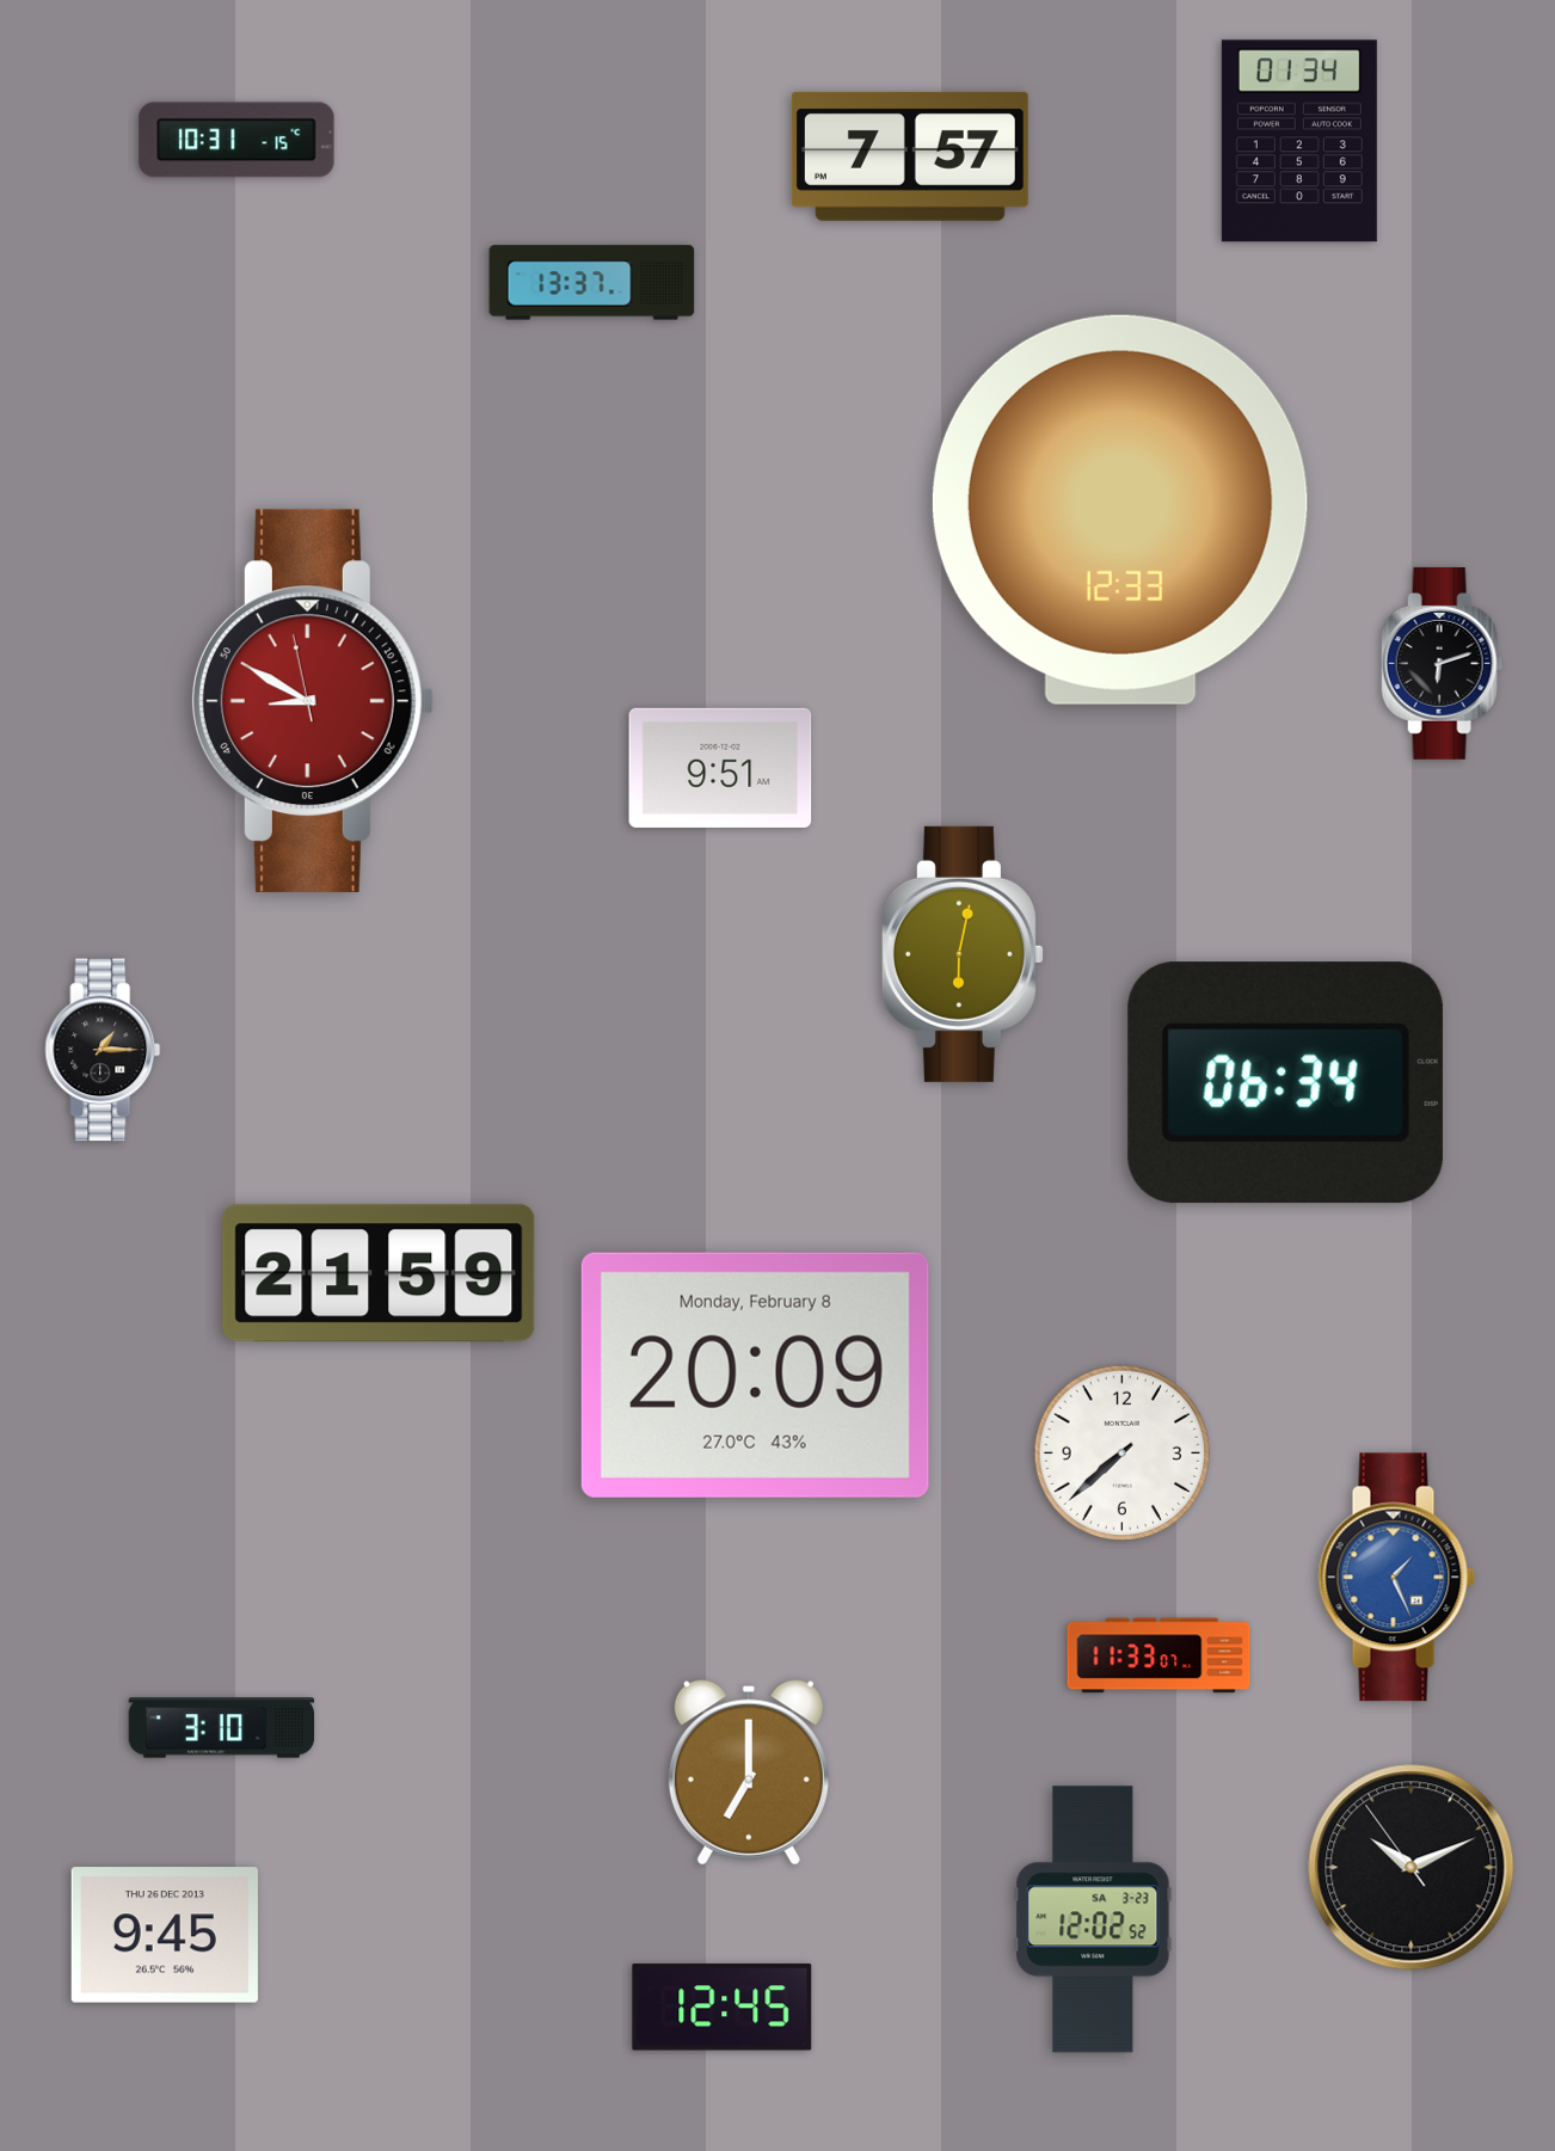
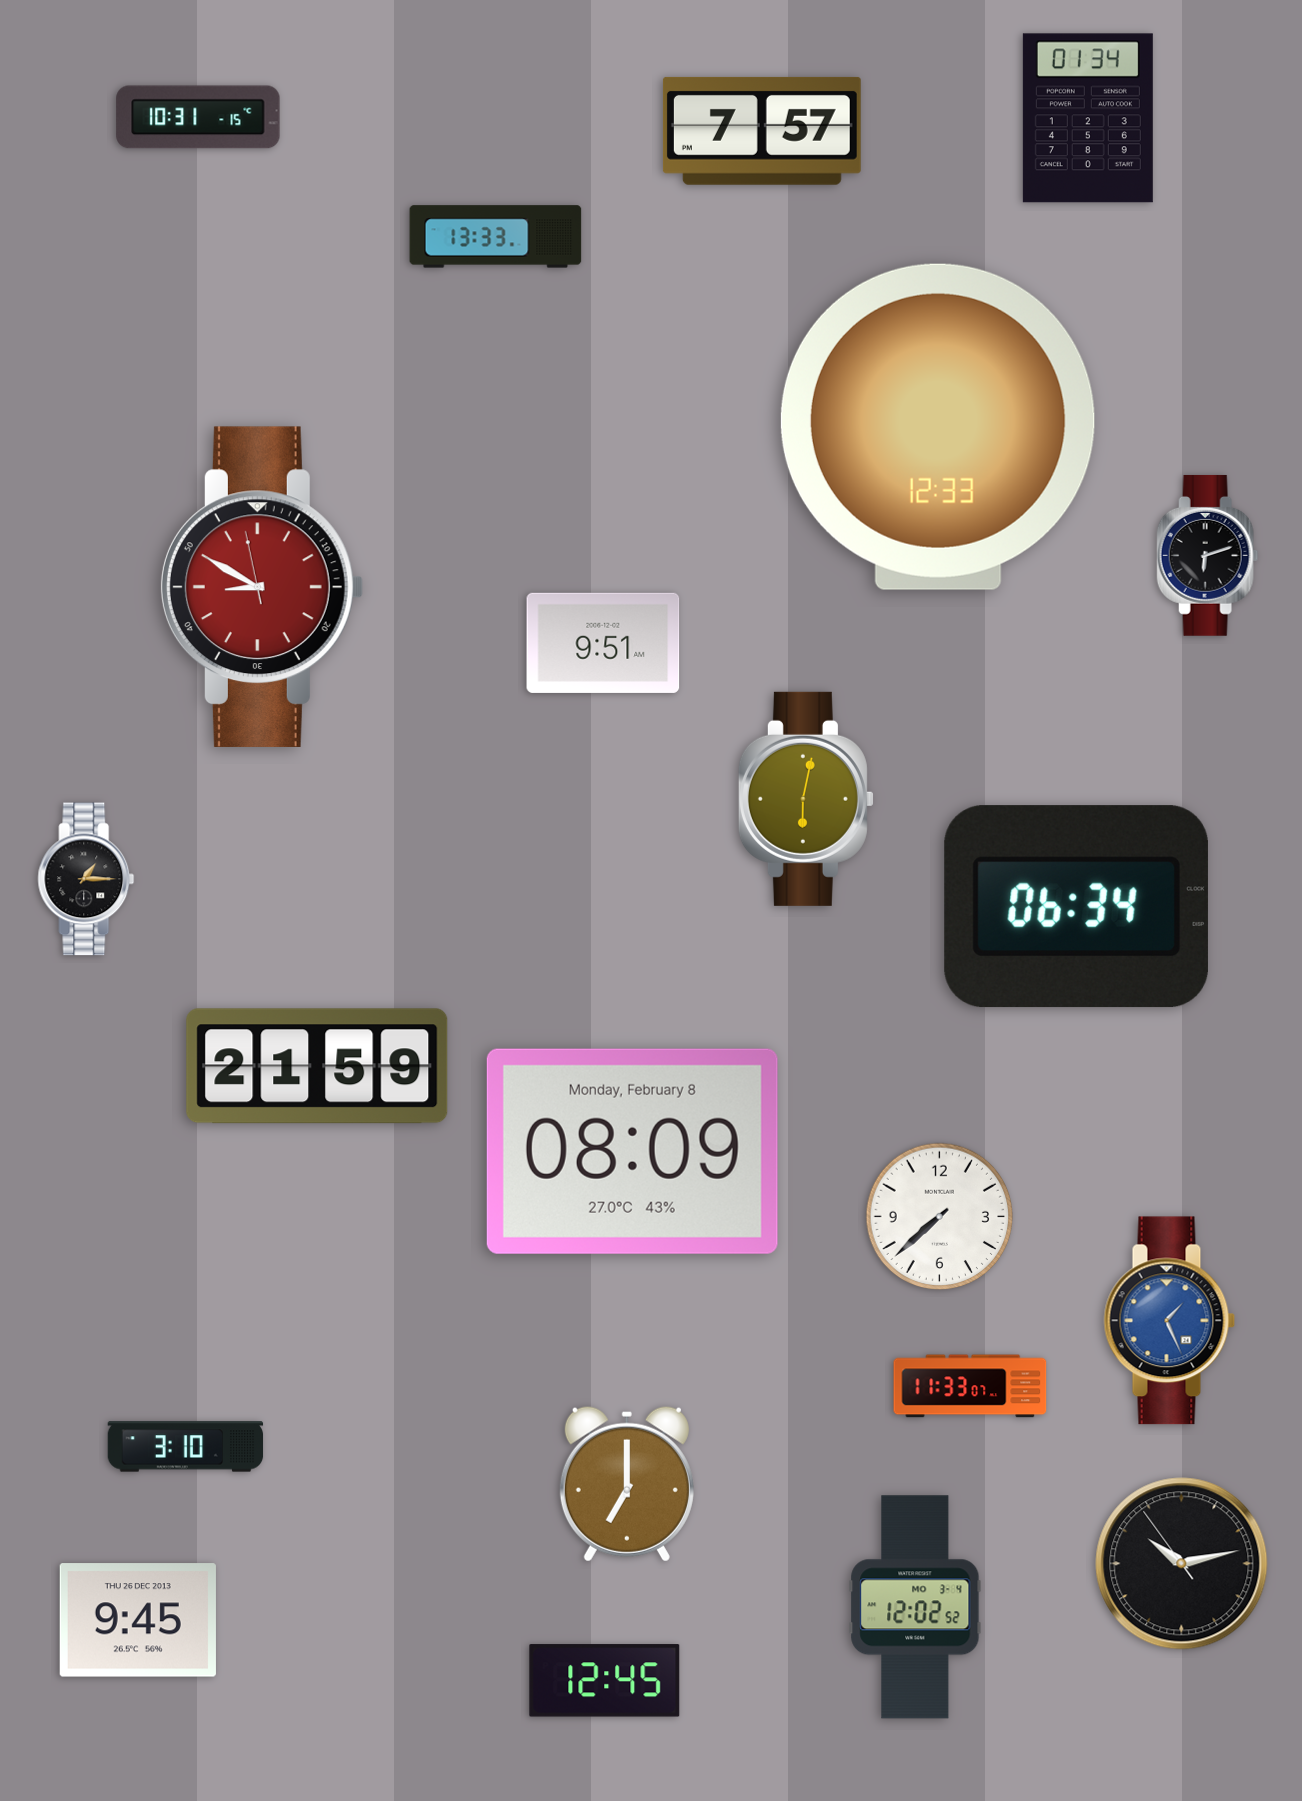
clock at (592, 283): 13:37 -> 13:33
clock at (755, 1375): 20:09 -> 08:09
clock at (1412, 1868): 10:10 -> 10:12
clock at (1093, 1919) date: SA 3-23 -> MO 3-4
